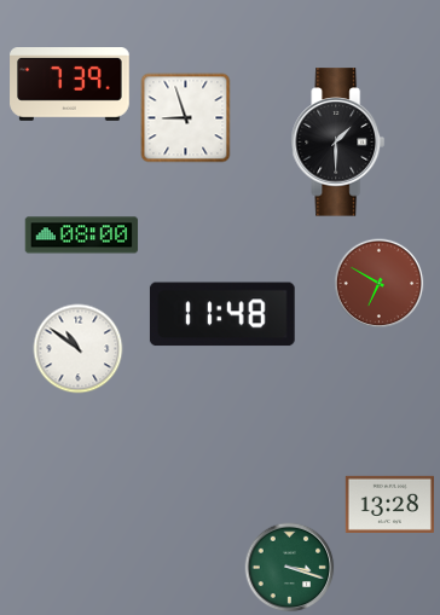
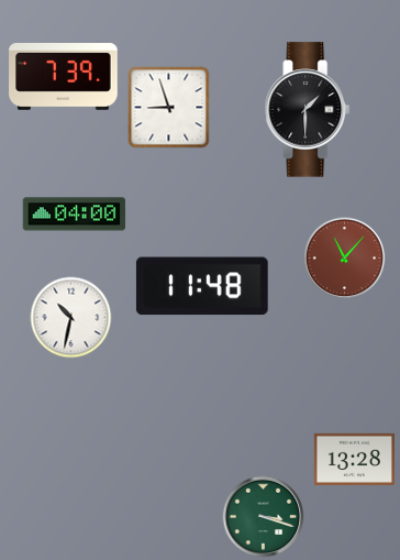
clock at (338, 143) position: (338, 143) -> (308, 110)
clock at (82, 236): 08:00 -> 04:00
clock at (380, 284): 6:50 -> 11:07
clock at (79, 349): 10:51 -> 10:32
